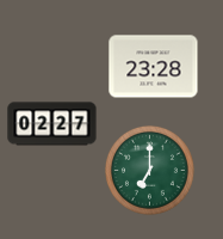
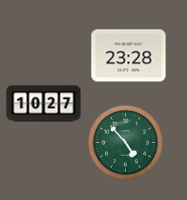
clock at (52, 124): 02:27 -> 10:27
clock at (149, 170): 7:00 -> 4:53
